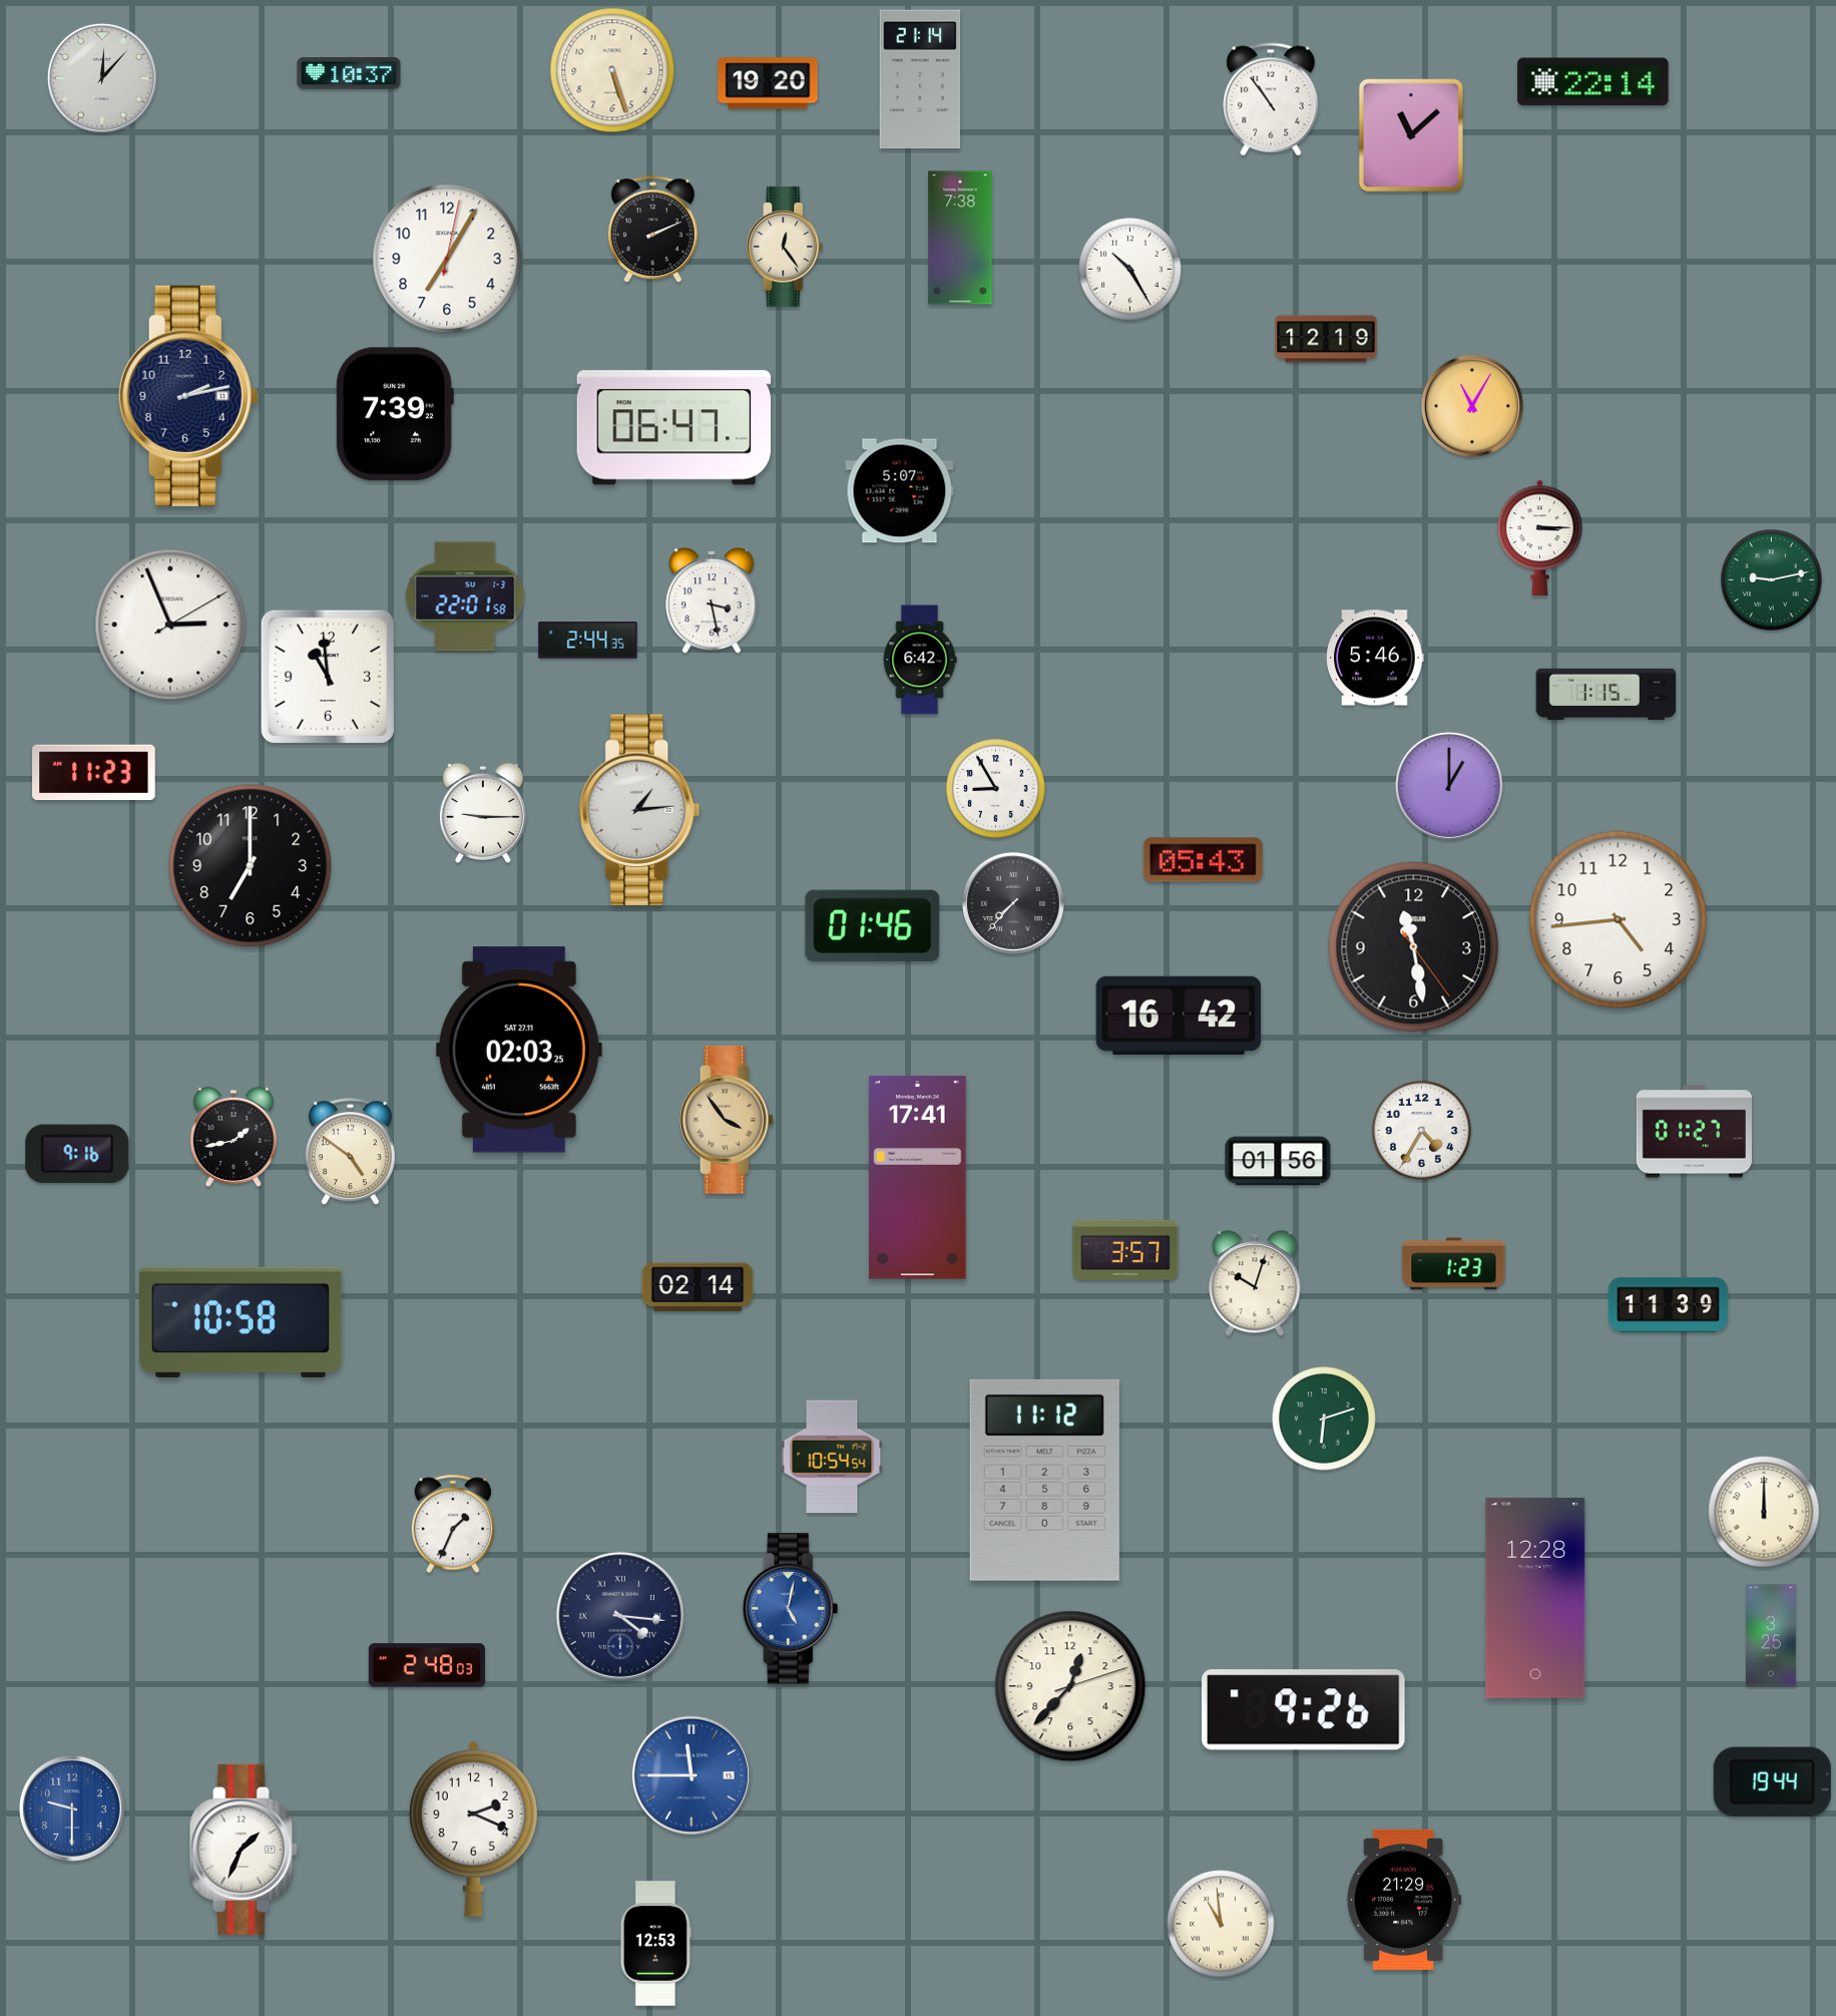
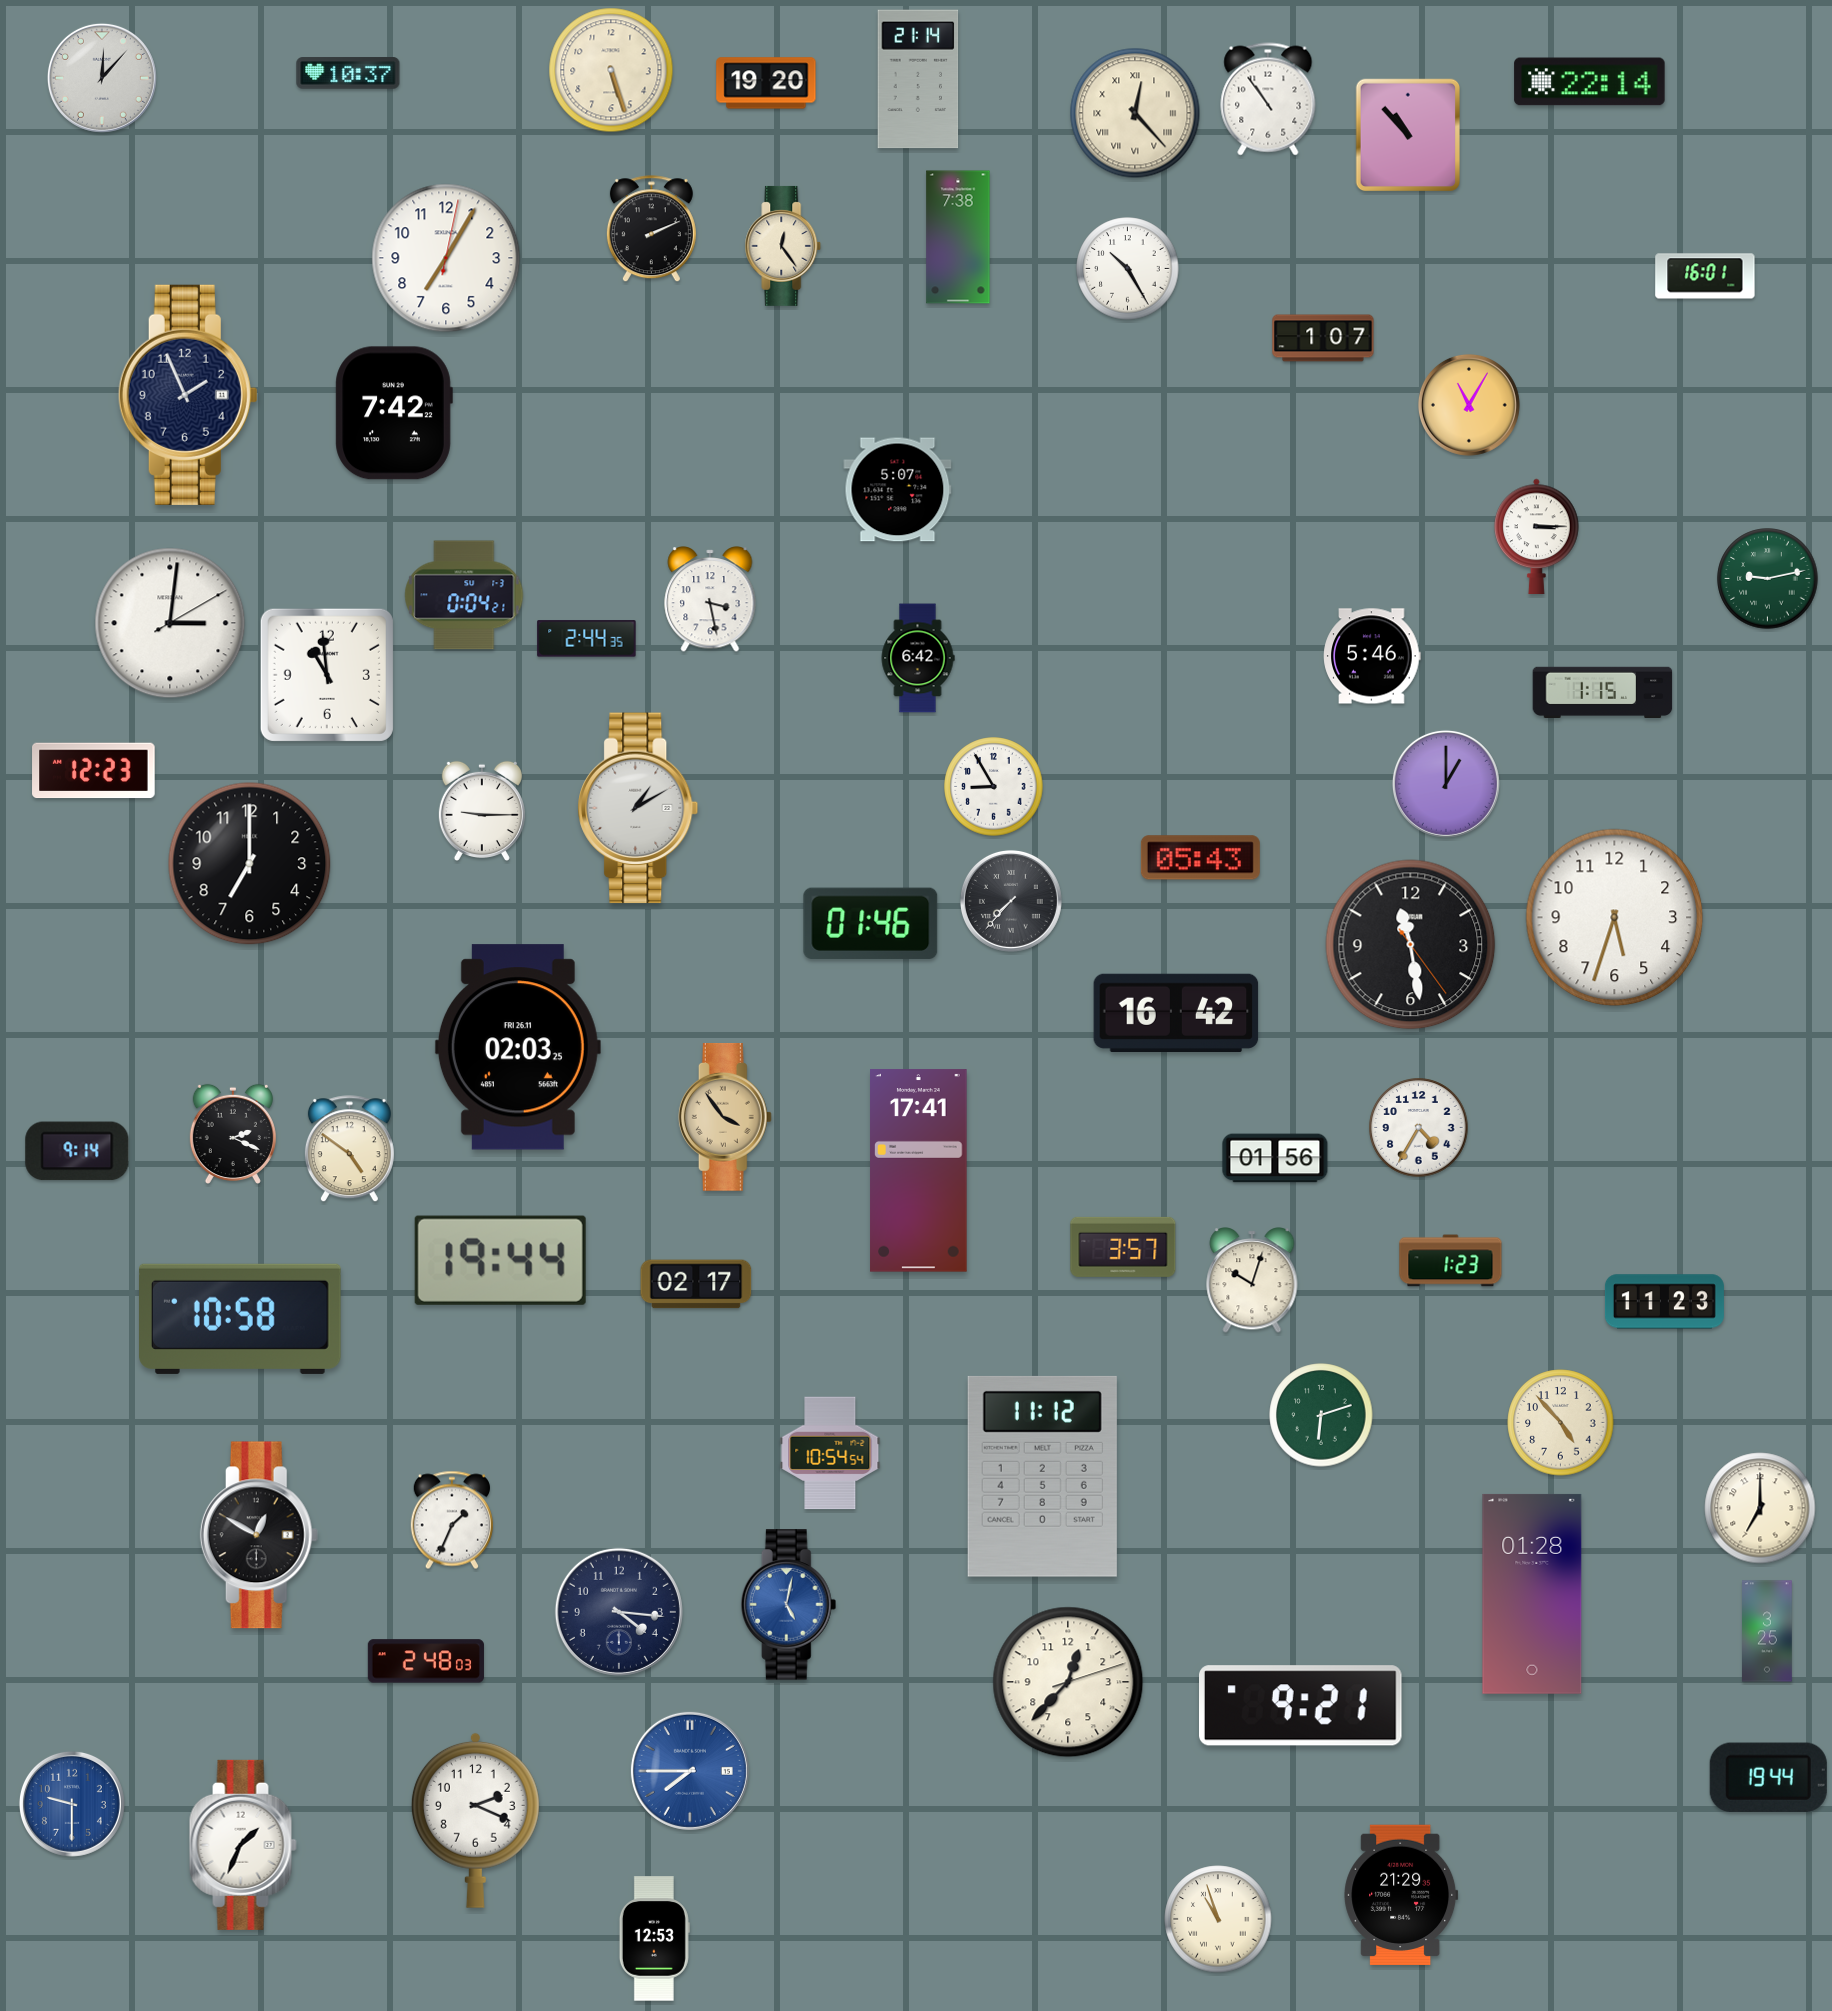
clock at (1135, 113): none -> 12:23
clock at (1410, 135): 11:08 -> 10:53
clock at (1705, 276): none -> 16:01
clock at (1326, 339): 12:19 -> 1:07
clock at (188, 396): 2:13 -> 1:56
clock at (395, 414): 7:39 -> 7:42
clock at (673, 428): 06:47 -> none
clock at (465, 596): 22:01 -> 0:04
clock at (170, 625): 2:56 -> 3:01
clock at (94, 773): 11:23 -> 12:23
clock at (639, 810): 1:14 -> 1:10
clock at (1619, 920): 4:44 -> 5:33
clock at (519, 1050) date: SAT 27.11 -> FRI 26.11
clock at (1694, 1132): 01:27 -> none
clock at (234, 1136): 1:43 -> 2:19
clock at (77, 1154): 9:16 -> 9:14
clock at (918, 1178) position: (918, 1178) -> (919, 1171)
clock at (500, 1260): none -> 19:44
clock at (698, 1287): 02:14 -> 02:17
clock at (1668, 1305): 11:39 -> 11:23
clock at (1561, 1423): none -> 4:53
clock at (1764, 1512): 12:00 -> 7:00
clock at (259, 1535): none -> 12:50
clock at (1535, 1598): 12:28 -> 01:28
clock at (620, 1616) numerals: Roman -> Arabic
clock at (1304, 1710): 9:26 -> 9:21
clock at (692, 1775): 11:45 -> 7:45
clock at (473, 1829) position: (473, 1829) -> (475, 1820)
clock at (1221, 1924): 10:59 -> 10:57
